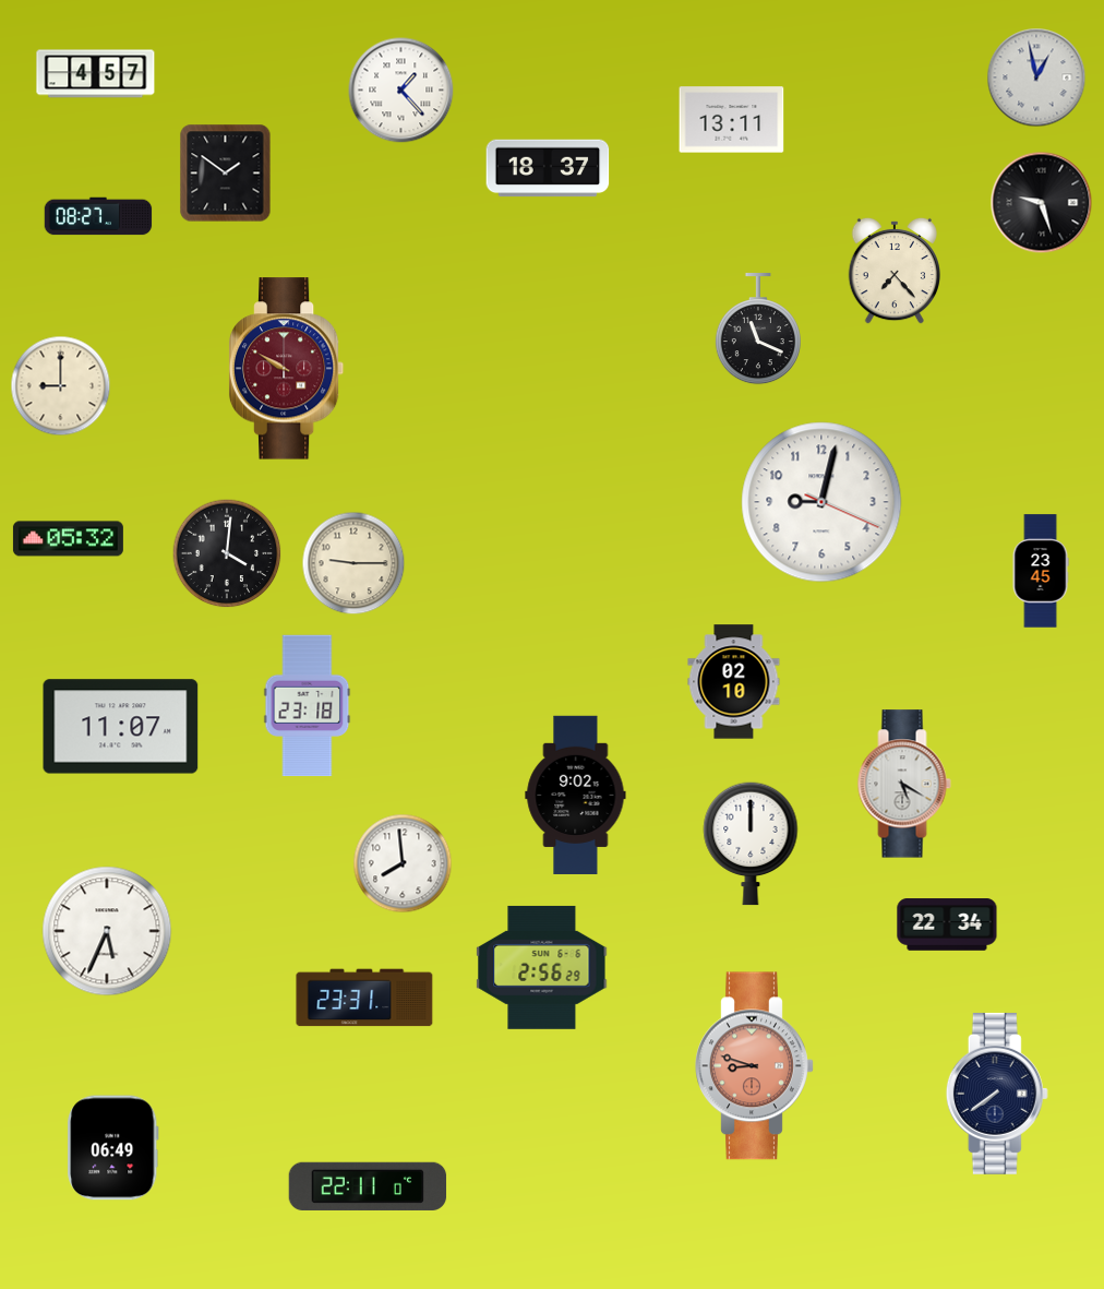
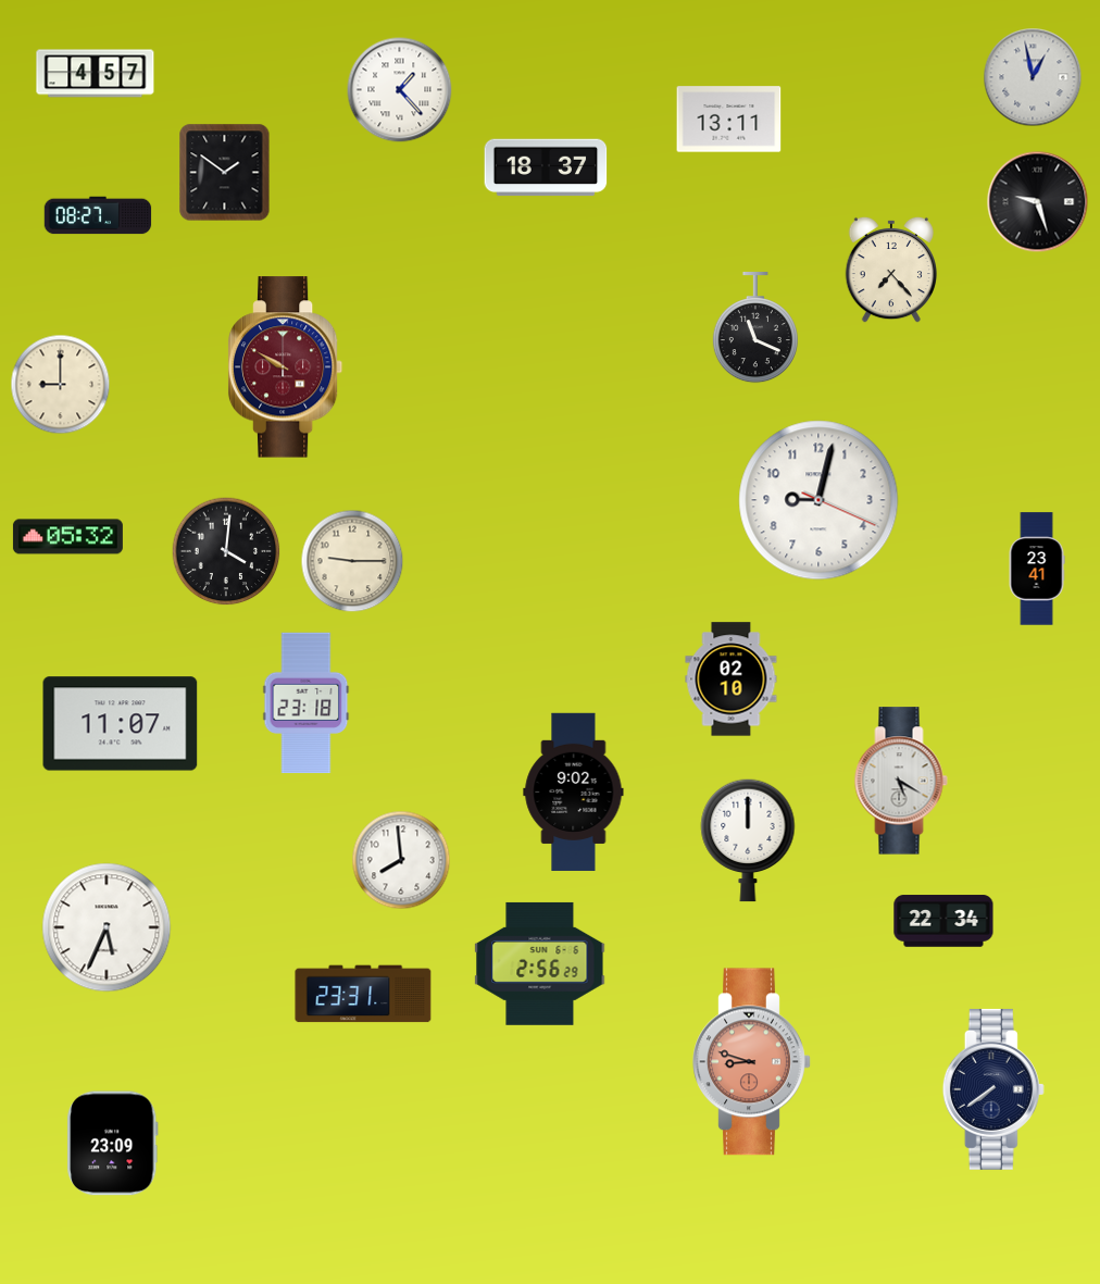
clock at (1041, 571): 23:45 -> 23:41
clock at (113, 1148): 06:49 -> 23:09
clock at (368, 1186): 22:11 -> none
